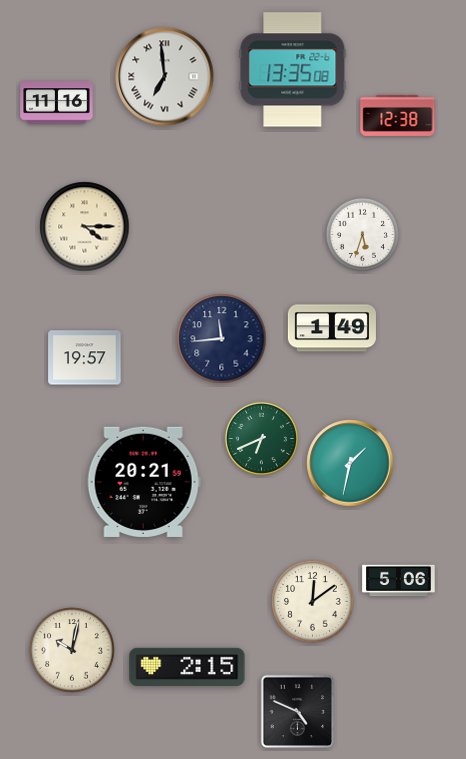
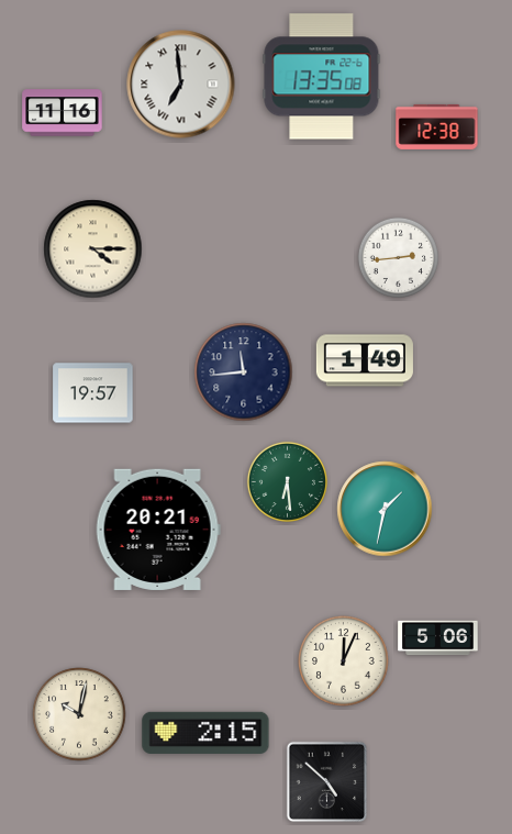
clock at (362, 234): 5:33 -> 2:44
clock at (261, 438): 6:41 -> 6:29
clock at (313, 602): 12:09 -> 12:04
clock at (298, 712): 4:49 -> 4:52
